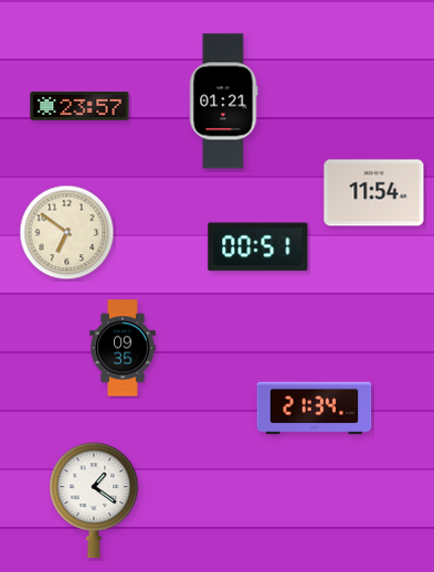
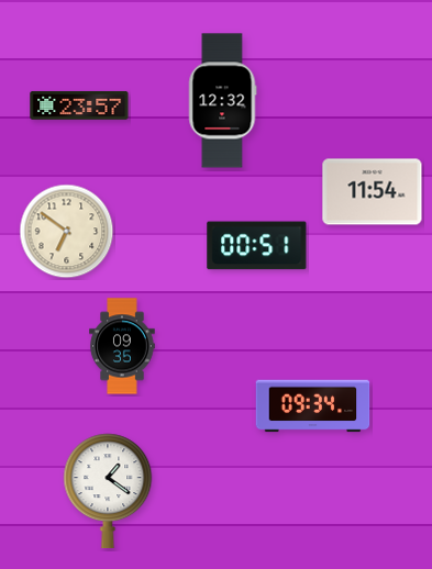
clock at (223, 102): 01:21 -> 12:32
clock at (315, 409): 21:34 -> 09:34
clock at (94, 500) position: (94, 500) -> (108, 491)
